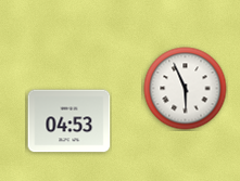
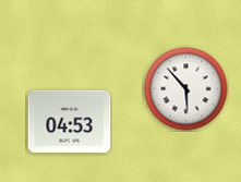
clock at (186, 89): 5:56 -> 5:53
